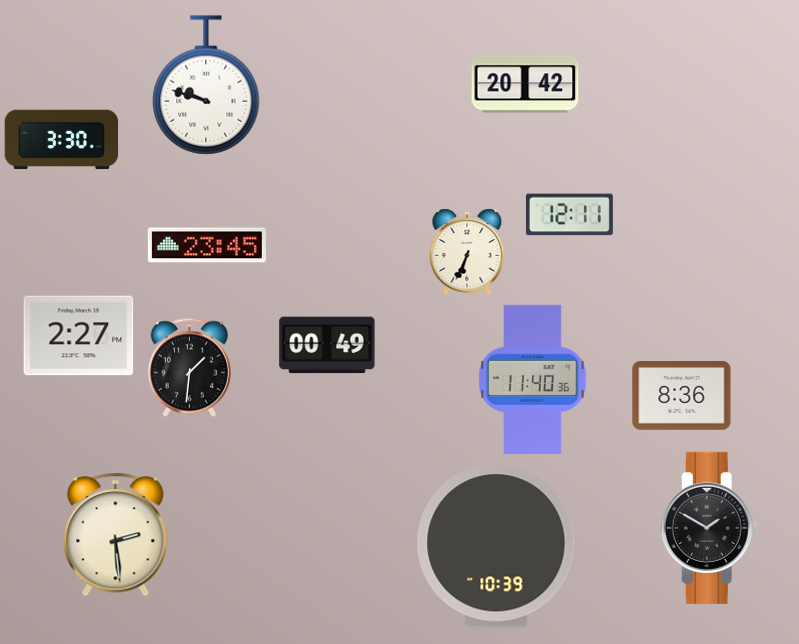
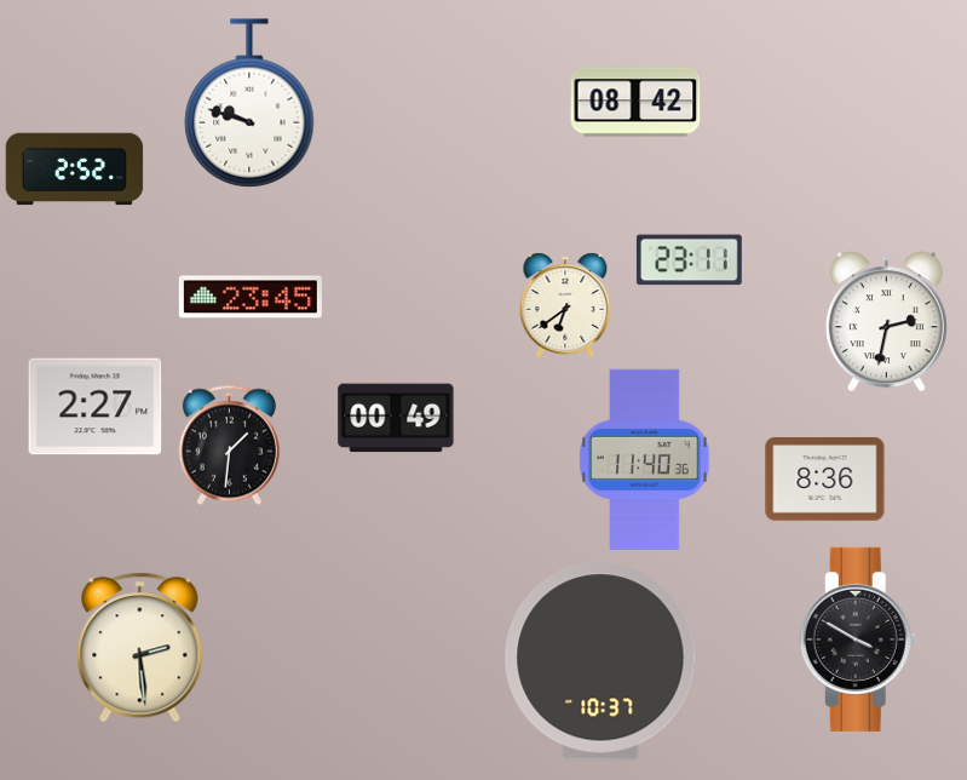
clock at (525, 84): 20:42 -> 08:42
clock at (62, 140): 3:30 -> 2:52
clock at (569, 215): 12:11 -> 23:11
clock at (467, 252): 6:34 -> 6:39
clock at (886, 322): none -> 2:32
clock at (709, 528): 1:50 -> 3:50
clock at (496, 546): 10:39 -> 10:37
